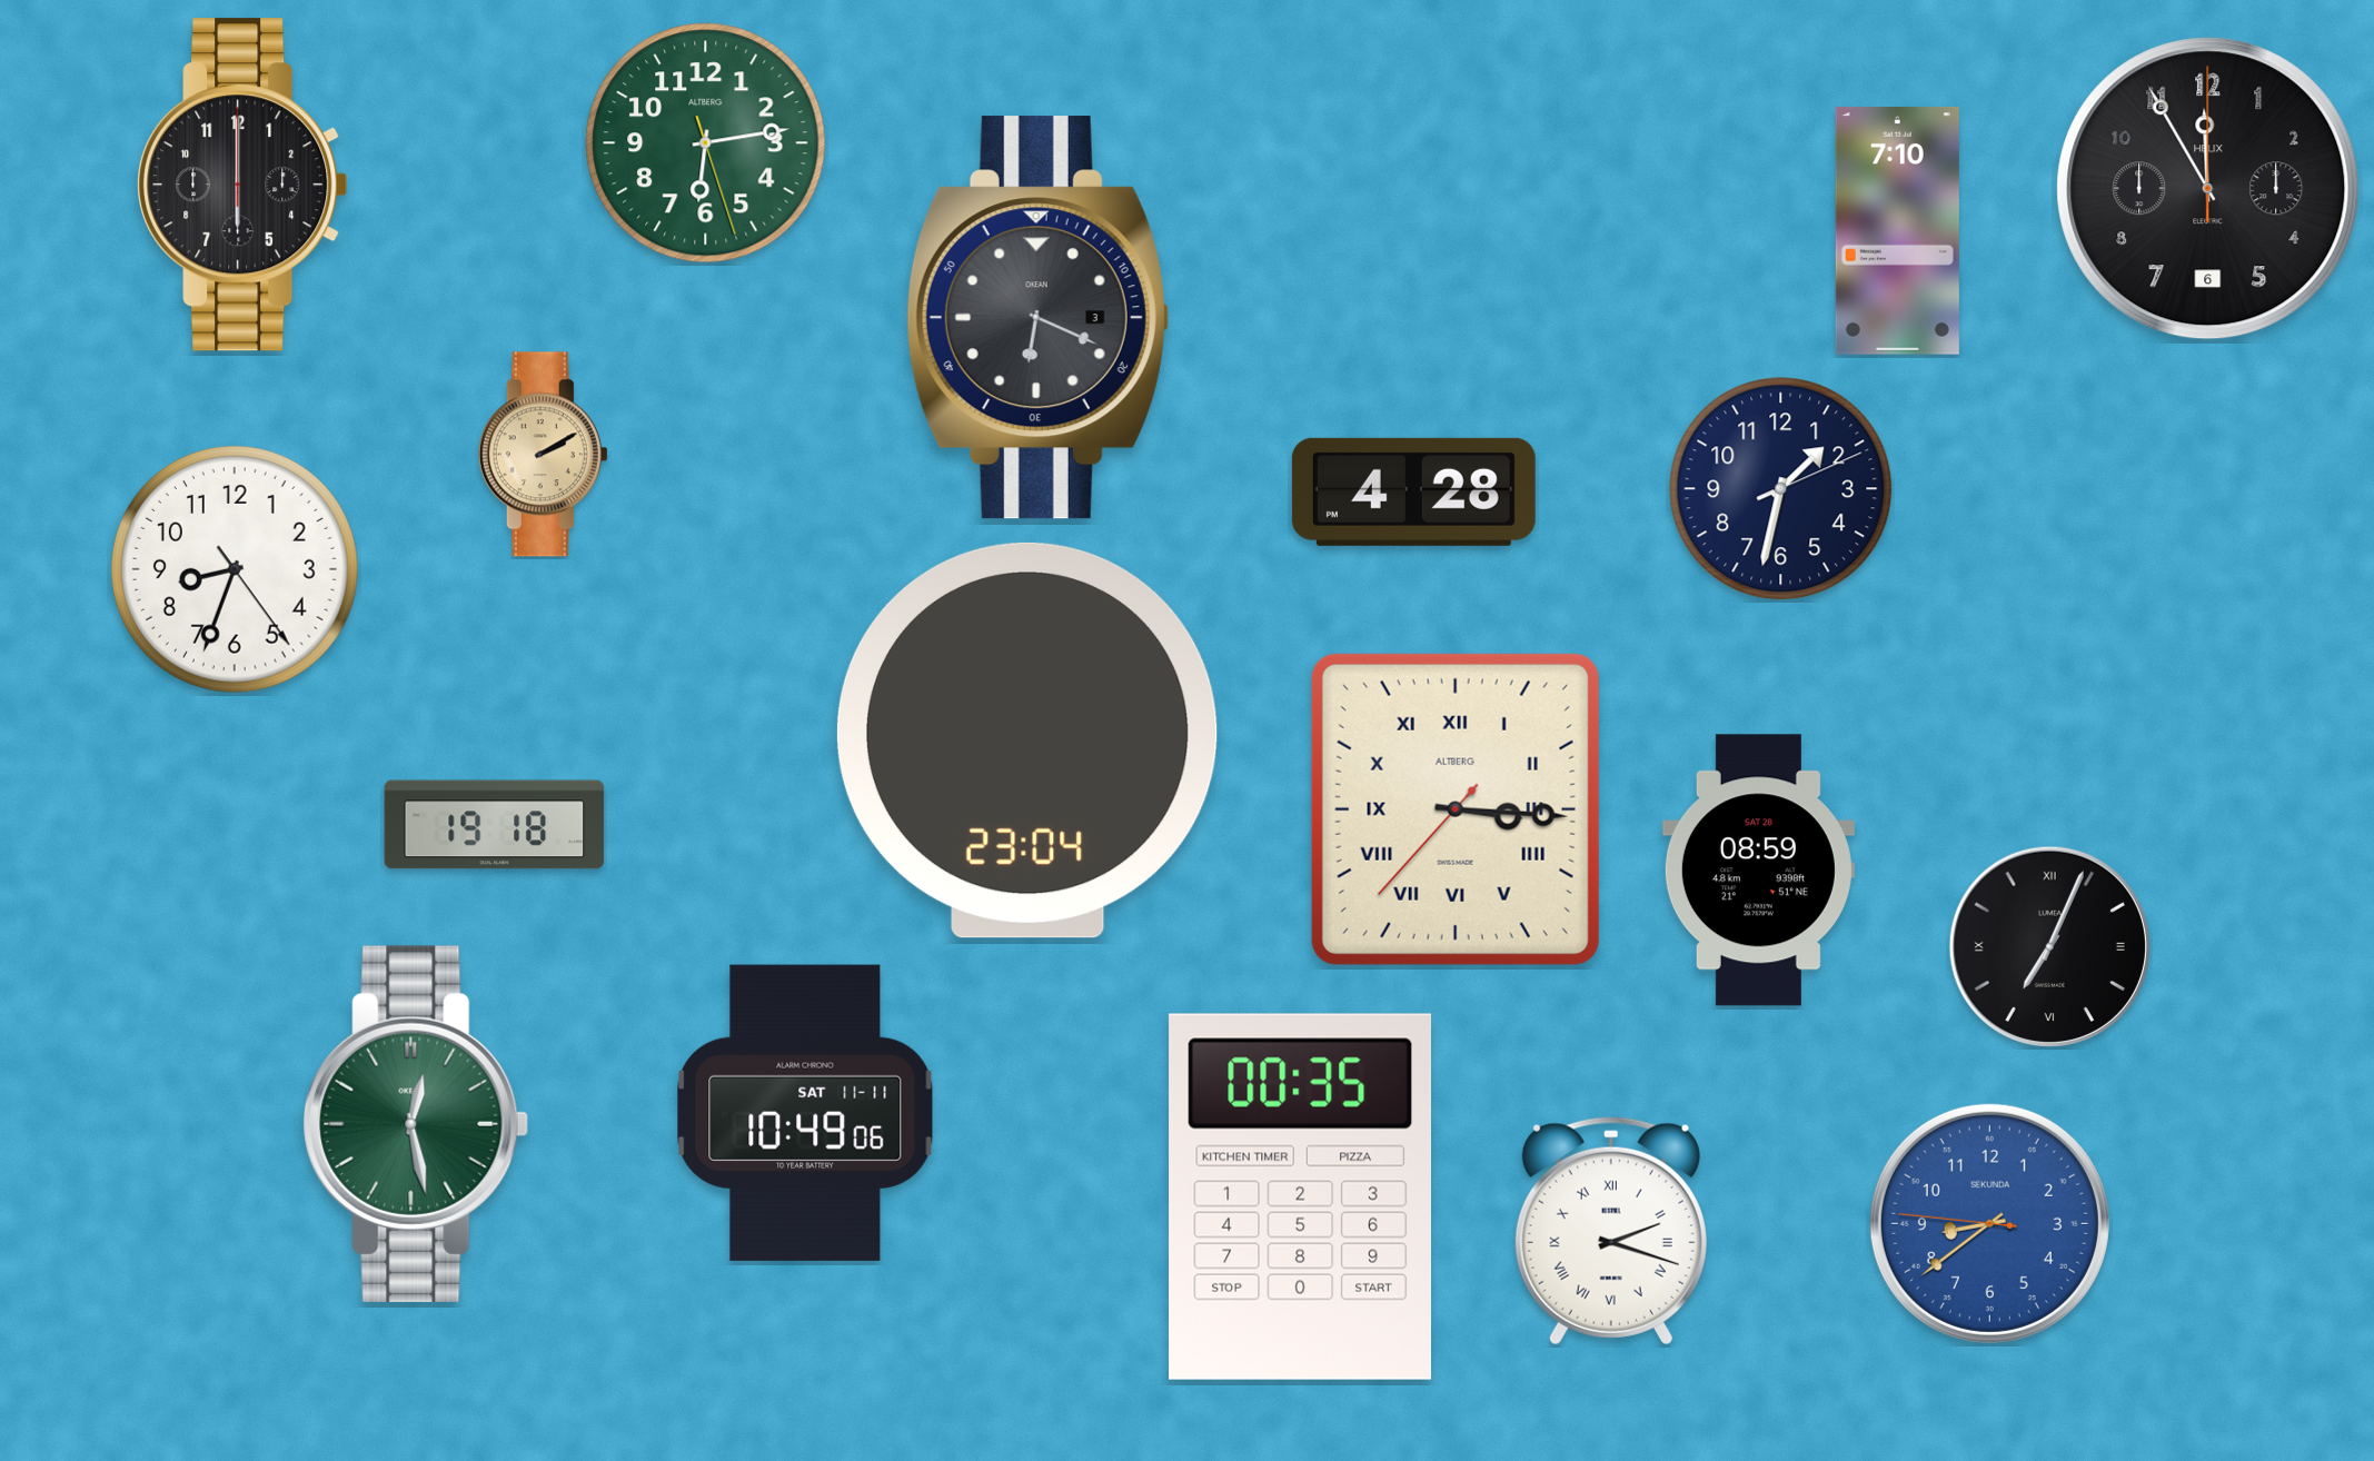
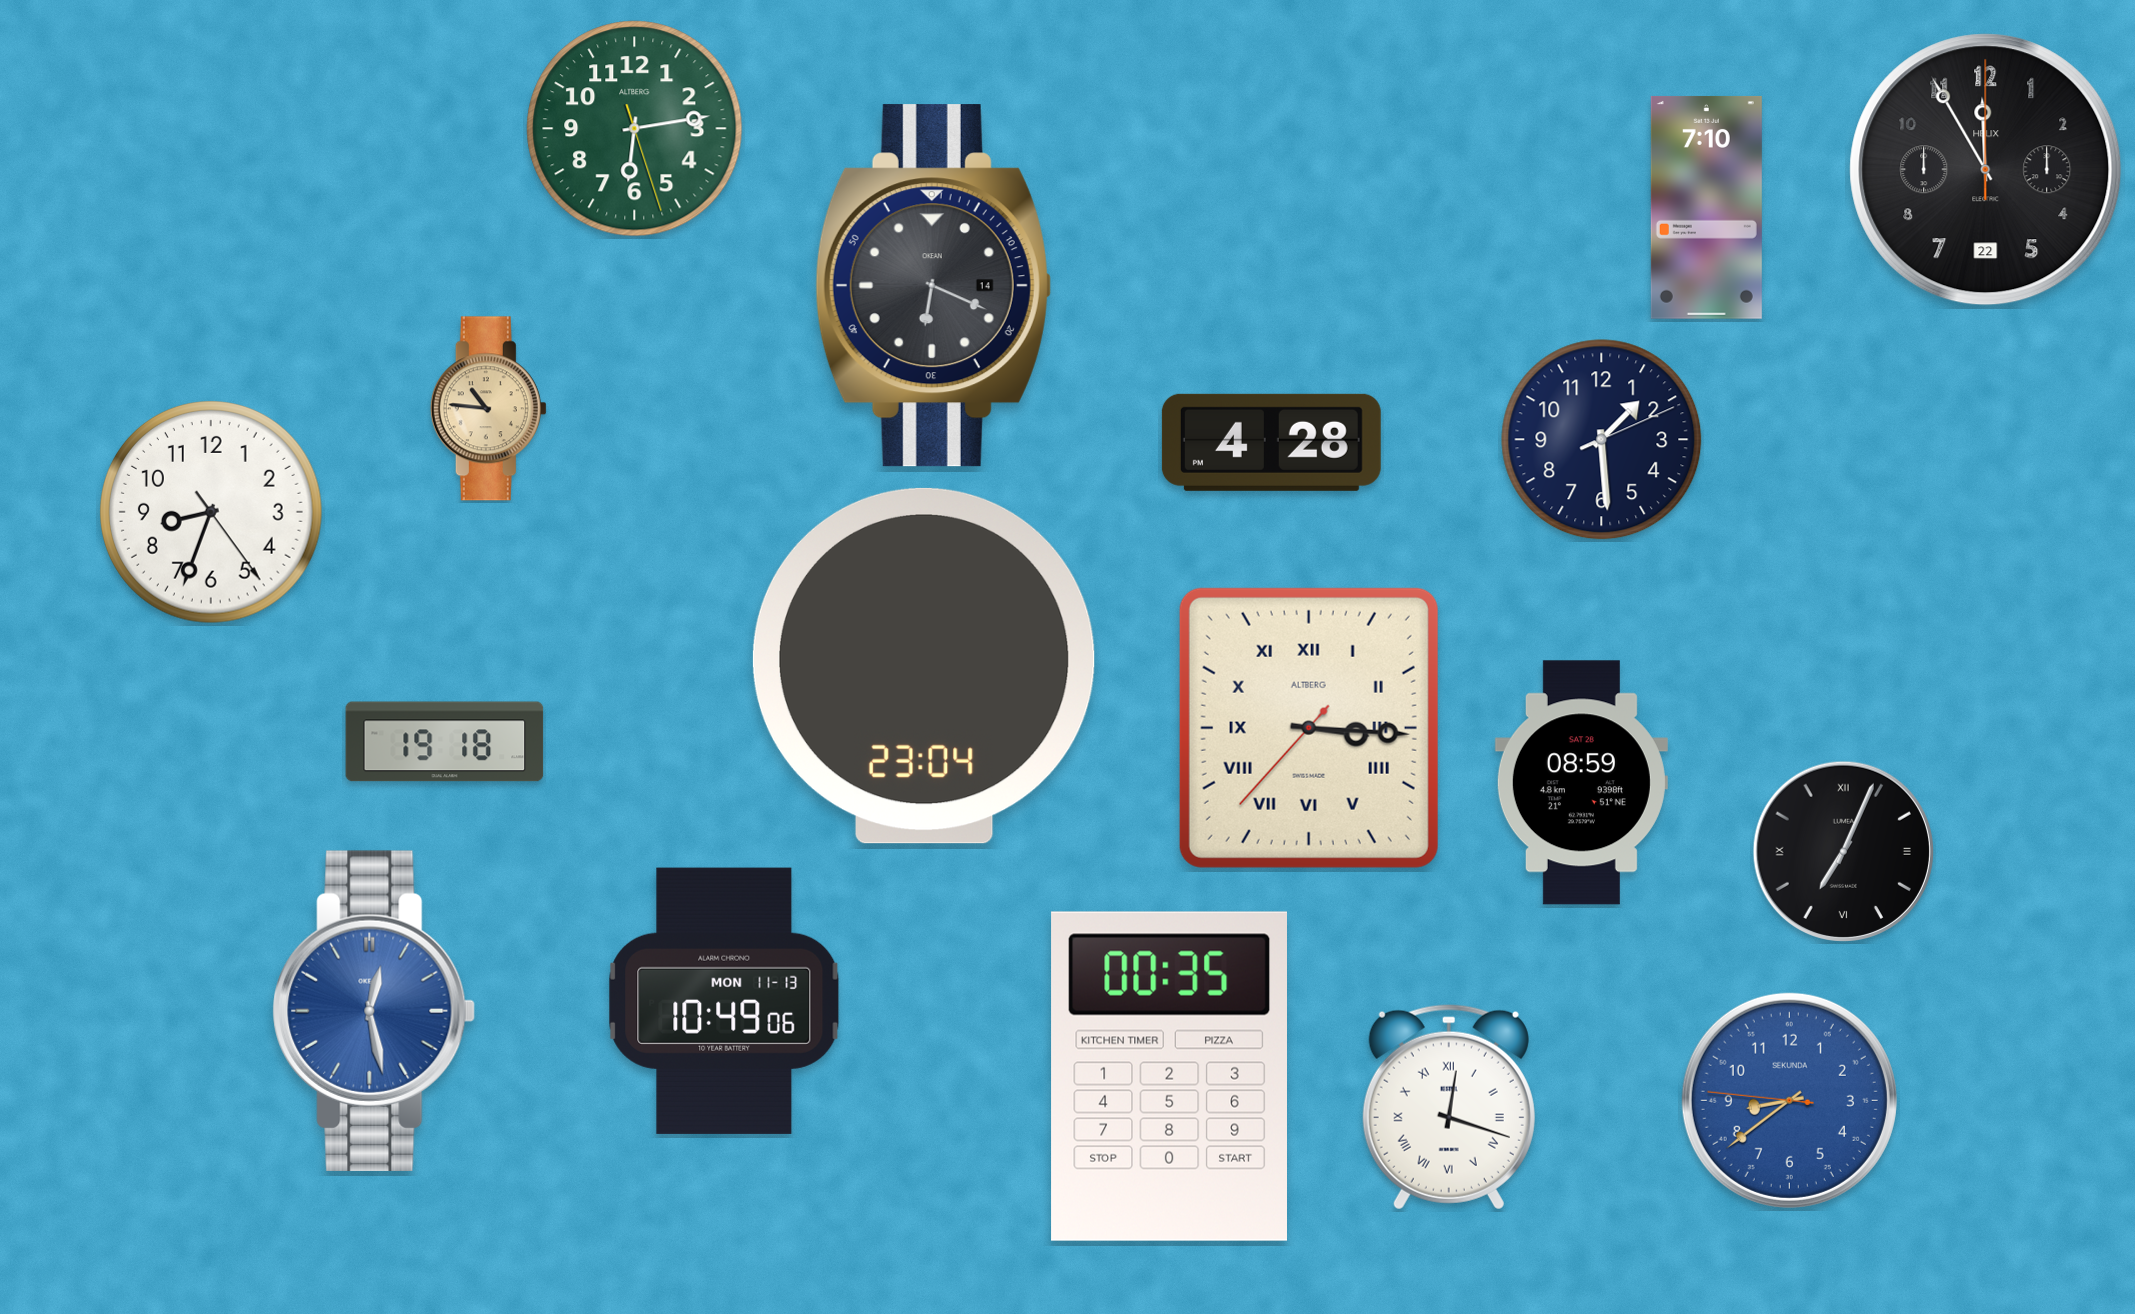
clock at (242, 185): 6:00 -> none
clock at (2208, 189) date: 6 -> 22
clock at (1037, 318) date: 3 -> 14
clock at (543, 455): 2:10 -> 10:46
clock at (1781, 489): 1:32 -> 1:29
clock at (805, 1113) date: SAT 11-11 -> MON 11-13
clock at (416, 1124) dial: green -> blue
clock at (1611, 1231): 2:18 -> 12:18
